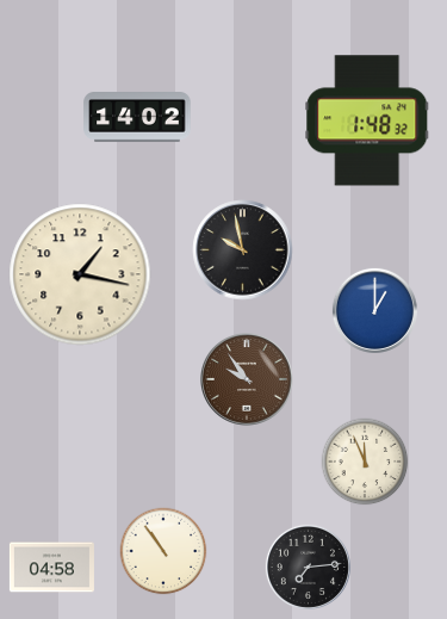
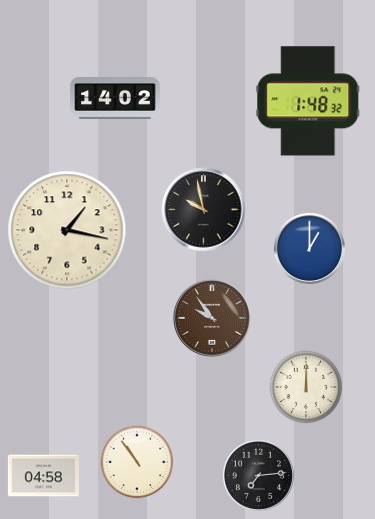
clock at (374, 310) position: (374, 310) -> (309, 248)
clock at (247, 379) position: (247, 379) -> (212, 318)
clock at (365, 462): 11:56 -> 12:00
